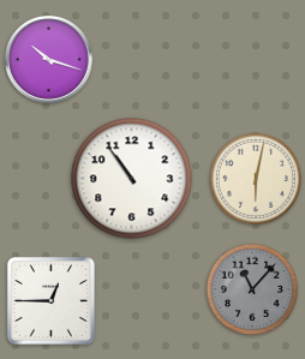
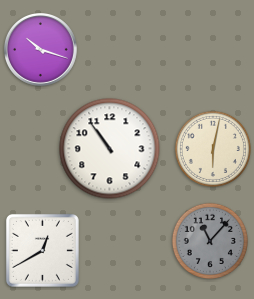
clock at (50, 300): 12:45 -> 12:40
